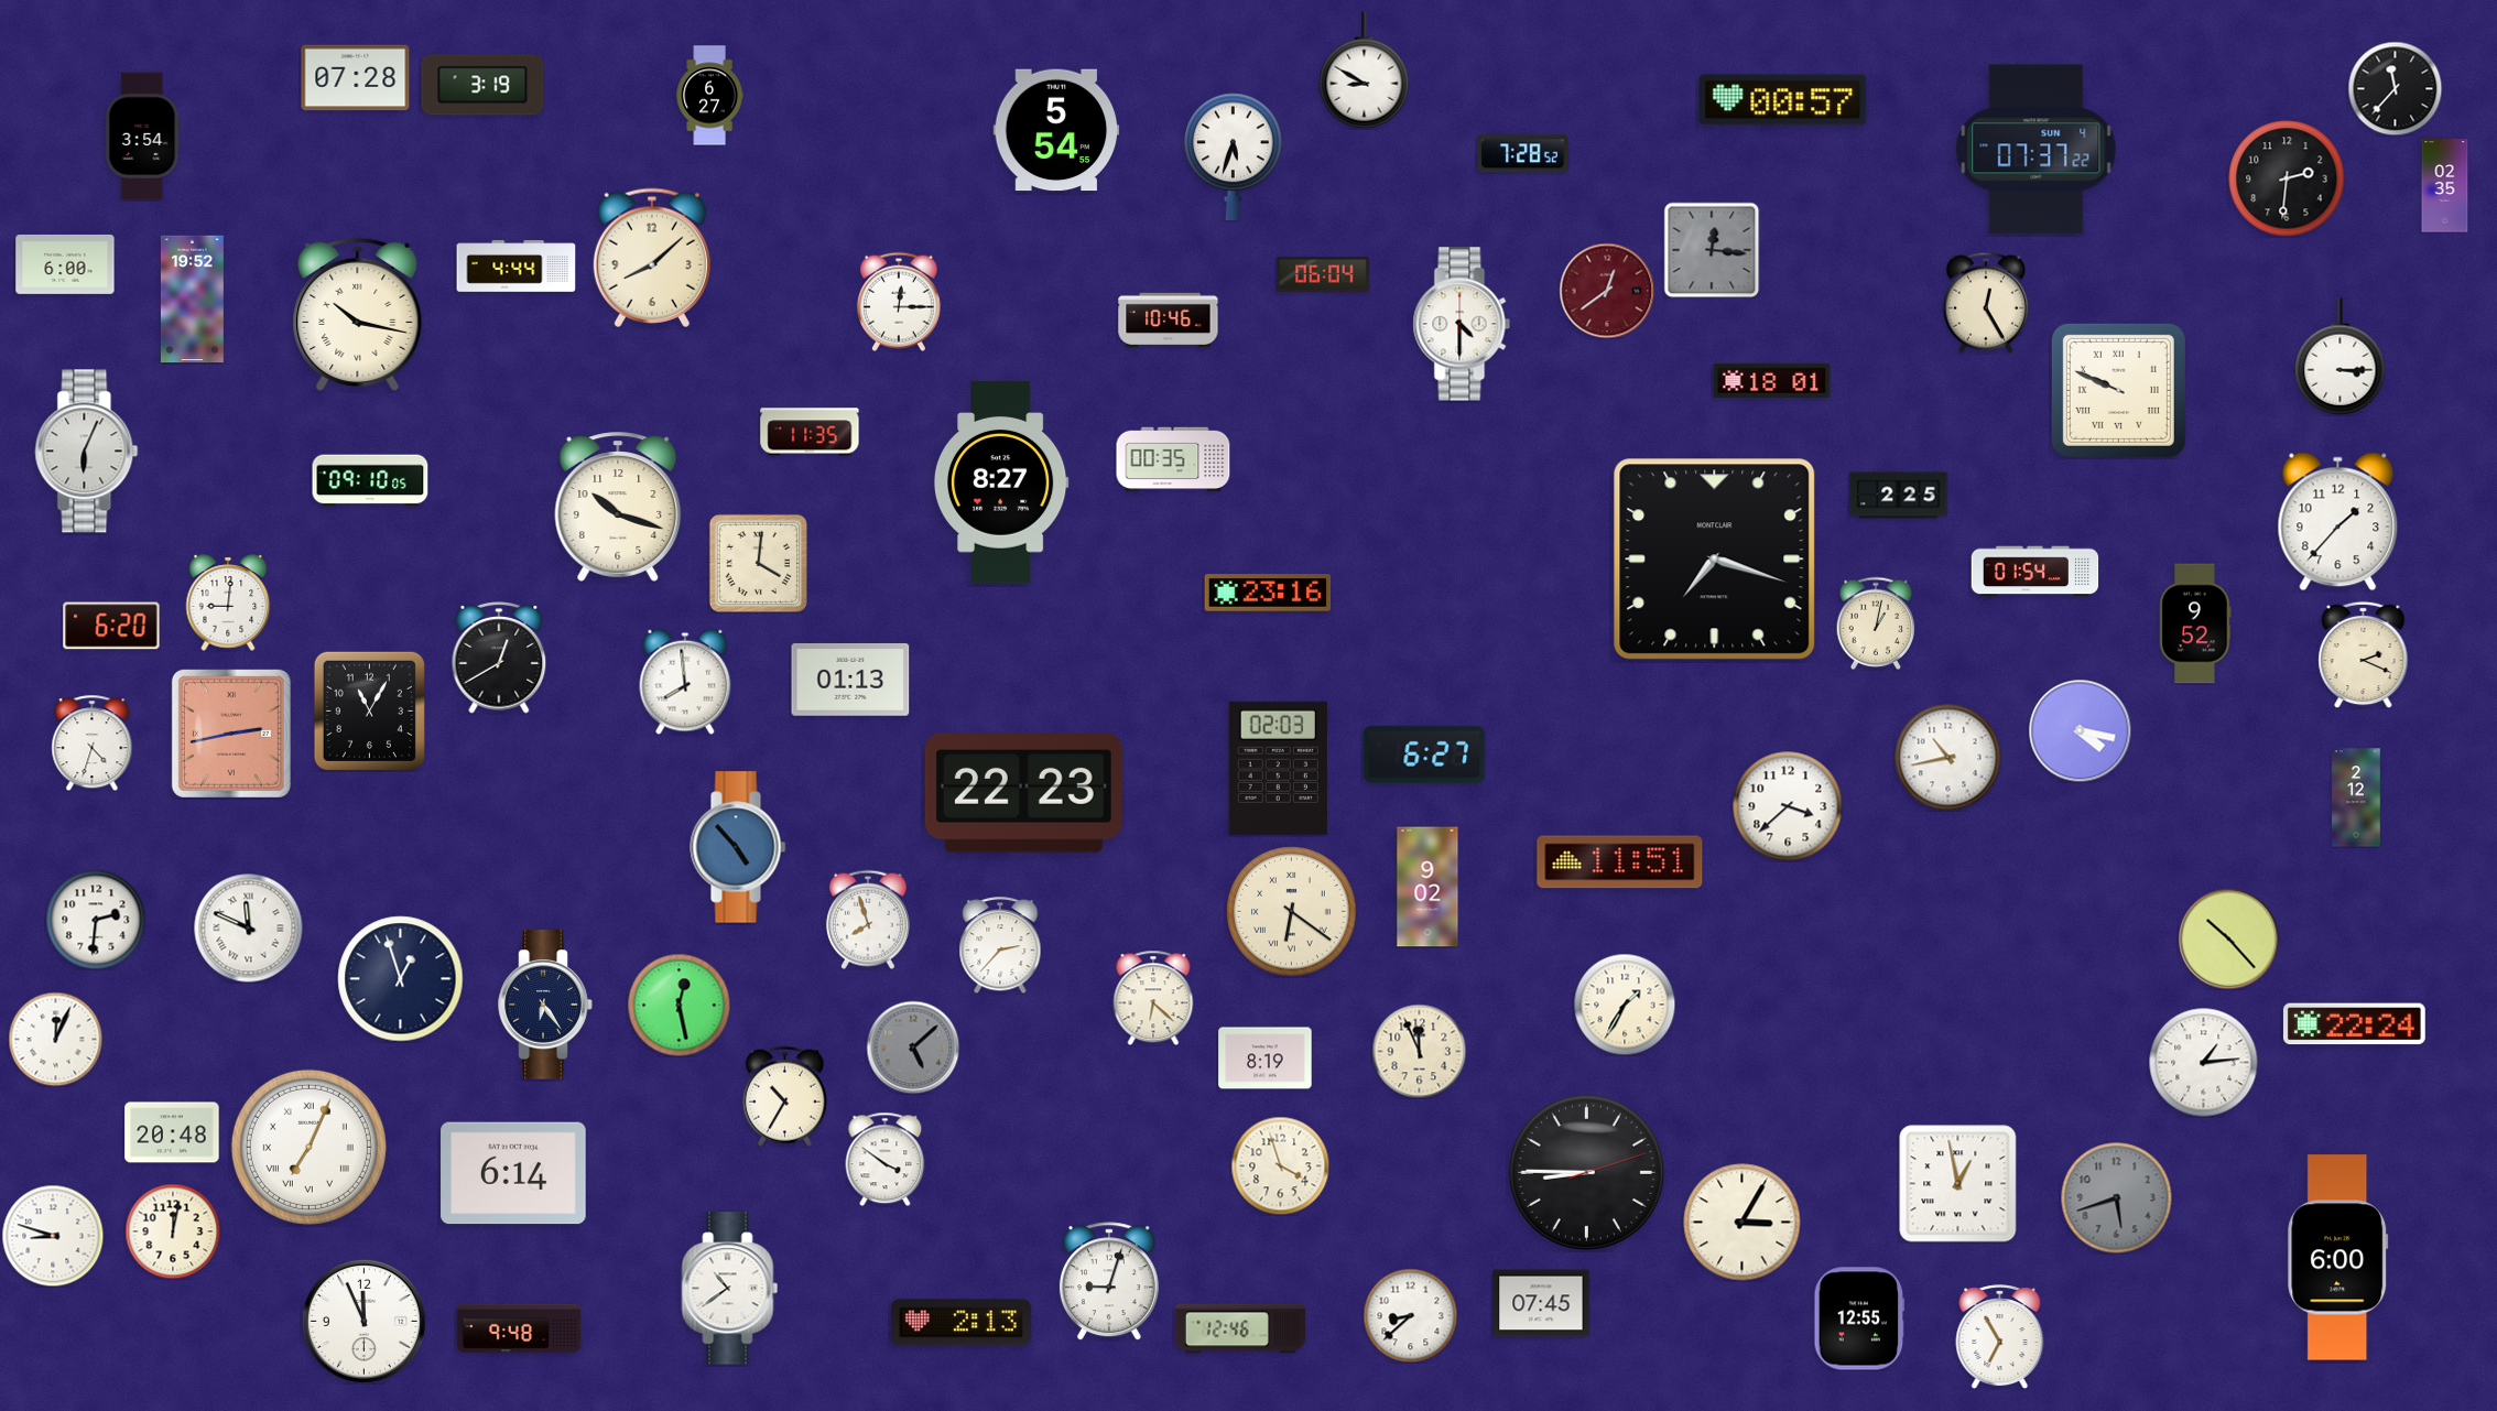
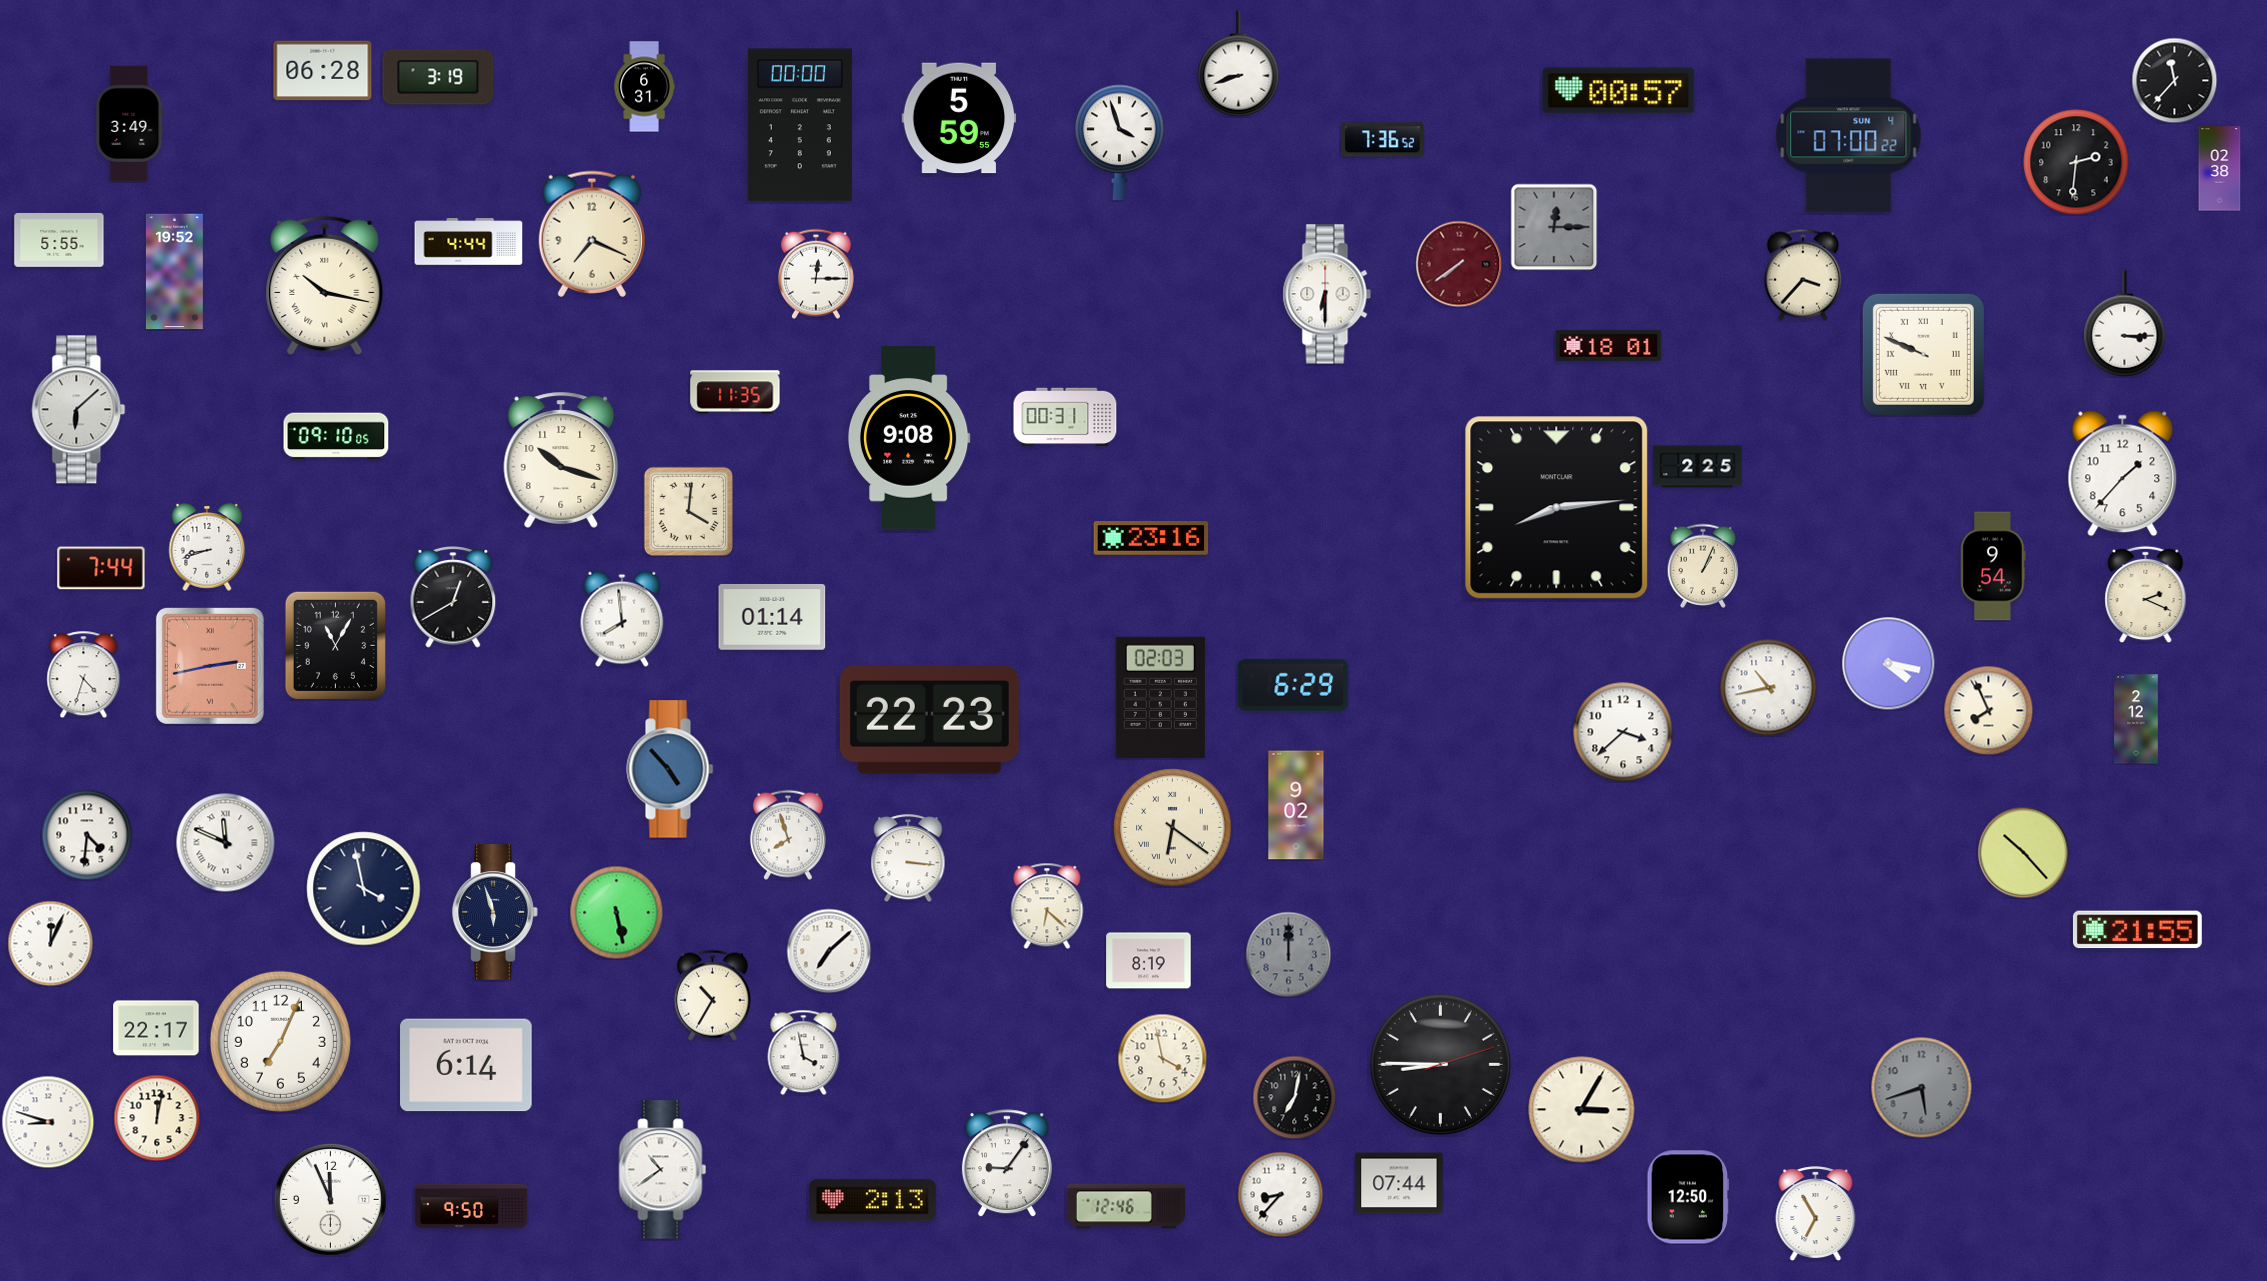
clock at (1365, 70): 8:50 -> 8:42
clock at (356, 78): 07:28 -> 06:28
clock at (709, 96): 6:27 -> 6:31
clock at (1056, 130): 5:54 -> 5:59
clock at (143, 137): 3:54 -> 3:49
clock at (800, 125): none -> 00:00
clock at (2037, 150): 07:37 -> 07:00
clock at (1523, 154): 7:28 -> 7:36
clock at (1234, 158): 5:33 -> 3:57
clock at (2445, 186): 02:35 -> 02:38
clock at (1712, 250): 12:16 -> 12:15
clock at (652, 258): 8:08 -> 7:19
clock at (65, 264): 6:00 -> 5:55
clock at (1323, 274): 06:04 -> none
clock at (1607, 291): 12:39 -> 7:39
clock at (1986, 303): 12:25 -> 3:37
clock at (1169, 319): 10:46 -> none
clock at (1462, 324): 4:30 -> 6:30
clock at (87, 452): 6:04 -> 6:08
clock at (1173, 459): 00:35 -> 00:31
clock at (1001, 482): 8:27 -> 9:08
clock at (1899, 496) position: (1899, 496) -> (1698, 467)
clock at (1715, 560): 7:18 -> 8:14
clock at (2035, 572): 01:54 -> none
clock at (228, 603): 9:01 -> 8:42
clock at (1876, 623): 1:02 -> 1:04
clock at (2195, 623): 9:52 -> 9:54
clock at (111, 626): 6:20 -> 7:44
clock at (850, 680): 01:13 -> 01:14
clock at (1424, 755): 6:27 -> 6:29
clock at (1988, 710): none -> 7:56
clock at (2356, 797) position: (2356, 797) -> (2136, 719)
clock at (1620, 862): 11:51 -> none
clock at (96, 920): 2:31 -> 4:31
clock at (1000, 945): 2:37 -> 3:16
clock at (401, 979): 12:57 -> 3:58
clock at (545, 1005): 6:24 -> 5:57
clock at (678, 1005): 12:28 -> 5:28
clock at (1625, 1005): 1:35 -> none
clock at (2354, 1024): 22:24 -> 21:55
clock at (913, 1048): 5:08 -> 7:08
clock at (913, 1048) dial: grey -> white
clock at (1419, 1051): 11:56 -> 12:00
clock at (1419, 1051) dial: cream -> grey
clock at (2204, 1063): 1:14 -> none
clock at (172, 1132): 20:48 -> 22:17
clock at (308, 1147) numerals: Roman -> Arabic
clock at (886, 1159): 3:51 -> 3:58
clock at (1280, 1165): 3:57 -> 3:58
clock at (1958, 1184): 12:58 -> none
clock at (1294, 1097): none -> 7:02
clock at (2338, 1258): 6:00 -> none
clock at (1109, 1281): 9:03 -> 9:06
clock at (1541, 1303): 07:45 -> 07:44
clock at (1410, 1315): 8:38 -> 8:37
clock at (1859, 1318): 12:55 -> 12:50
clock at (519, 1328): 9:48 -> 9:50
